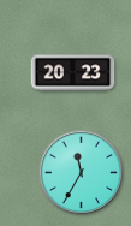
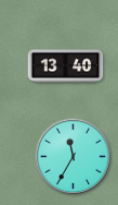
clock at (73, 73): 20:23 -> 13:40
